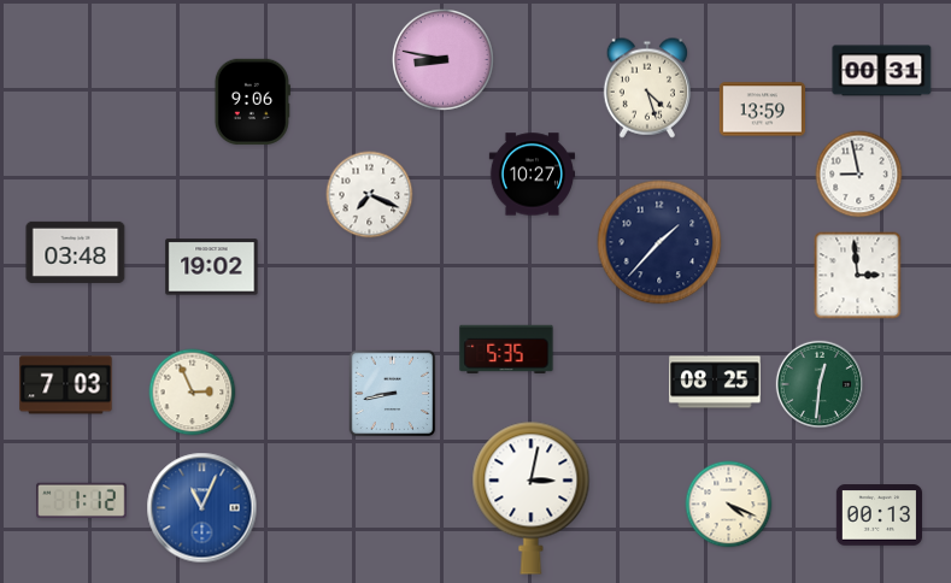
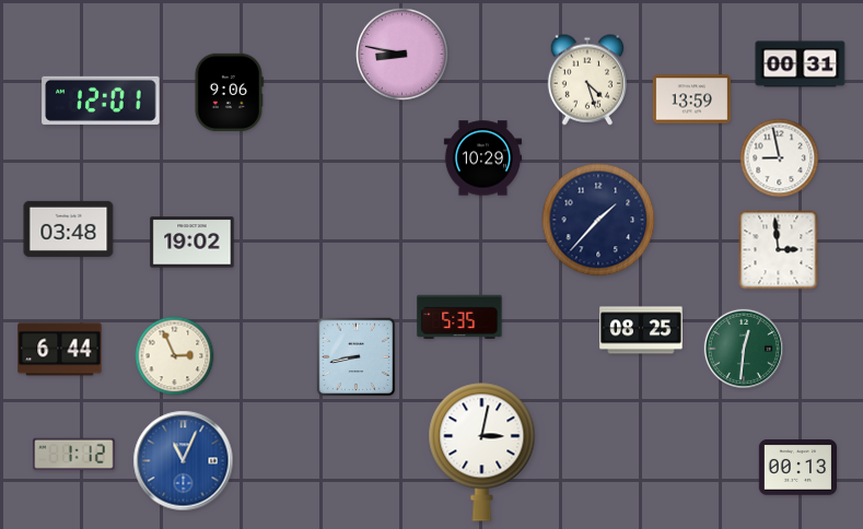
clock at (101, 101): none -> 12:01
clock at (532, 175): 10:27 -> 10:29
clock at (370, 195): 7:19 -> none
clock at (715, 382) position: (715, 382) -> (641, 330)
clock at (66, 385): 7:03 -> 6:44
clock at (729, 505): 4:19 -> none
